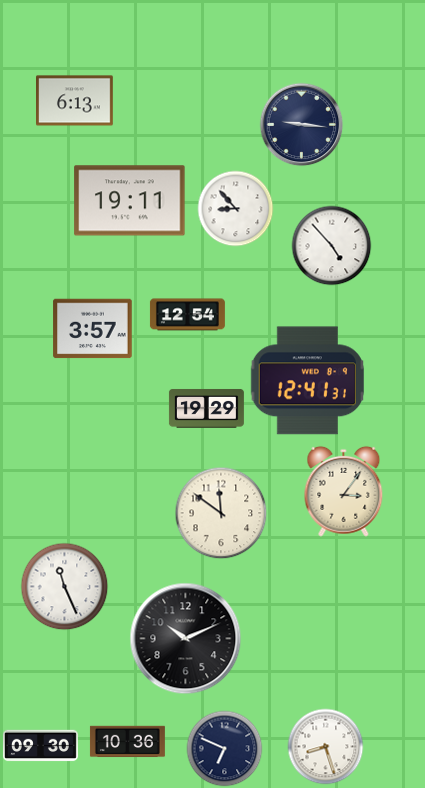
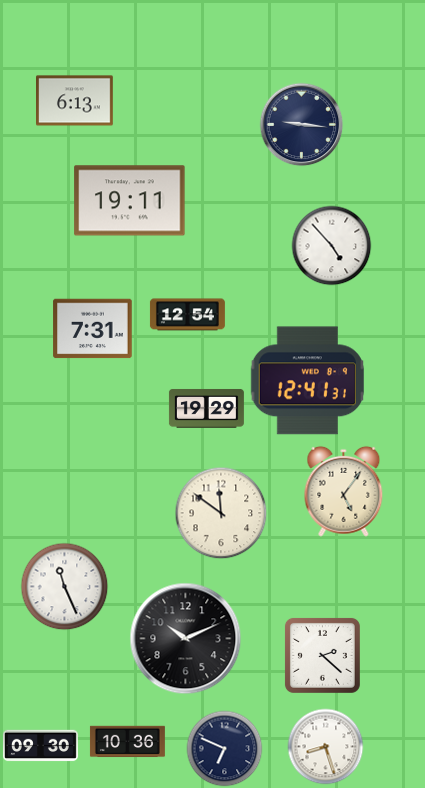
clock at (236, 209): 8:53 -> none
clock at (93, 329): 3:57 -> 7:31
clock at (344, 491): 3:06 -> 5:06
clock at (322, 655): none -> 2:22
